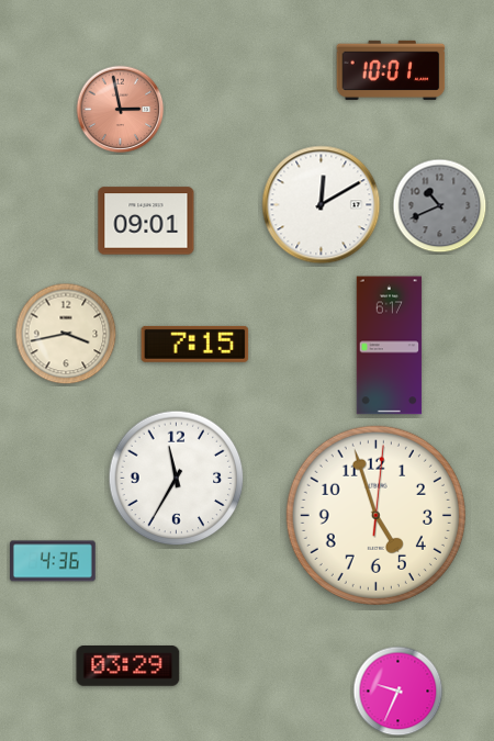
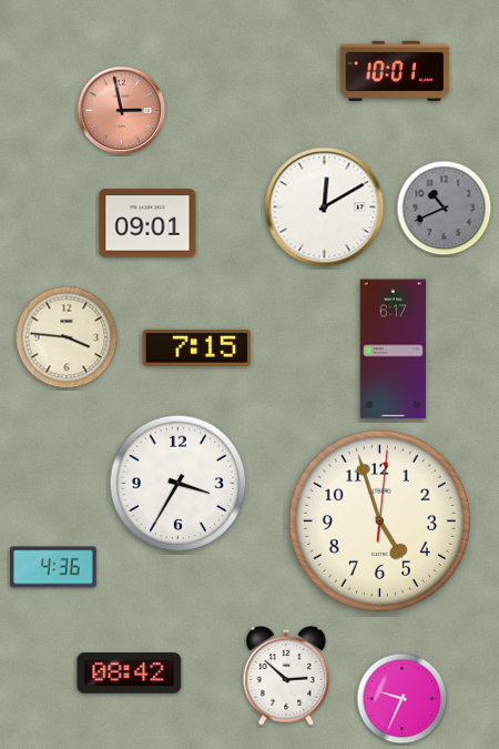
clock at (66, 334): 3:43 -> 3:46
clock at (177, 479): 11:35 -> 3:35
clock at (128, 666): 03:29 -> 08:42
clock at (286, 677): none -> 2:52
